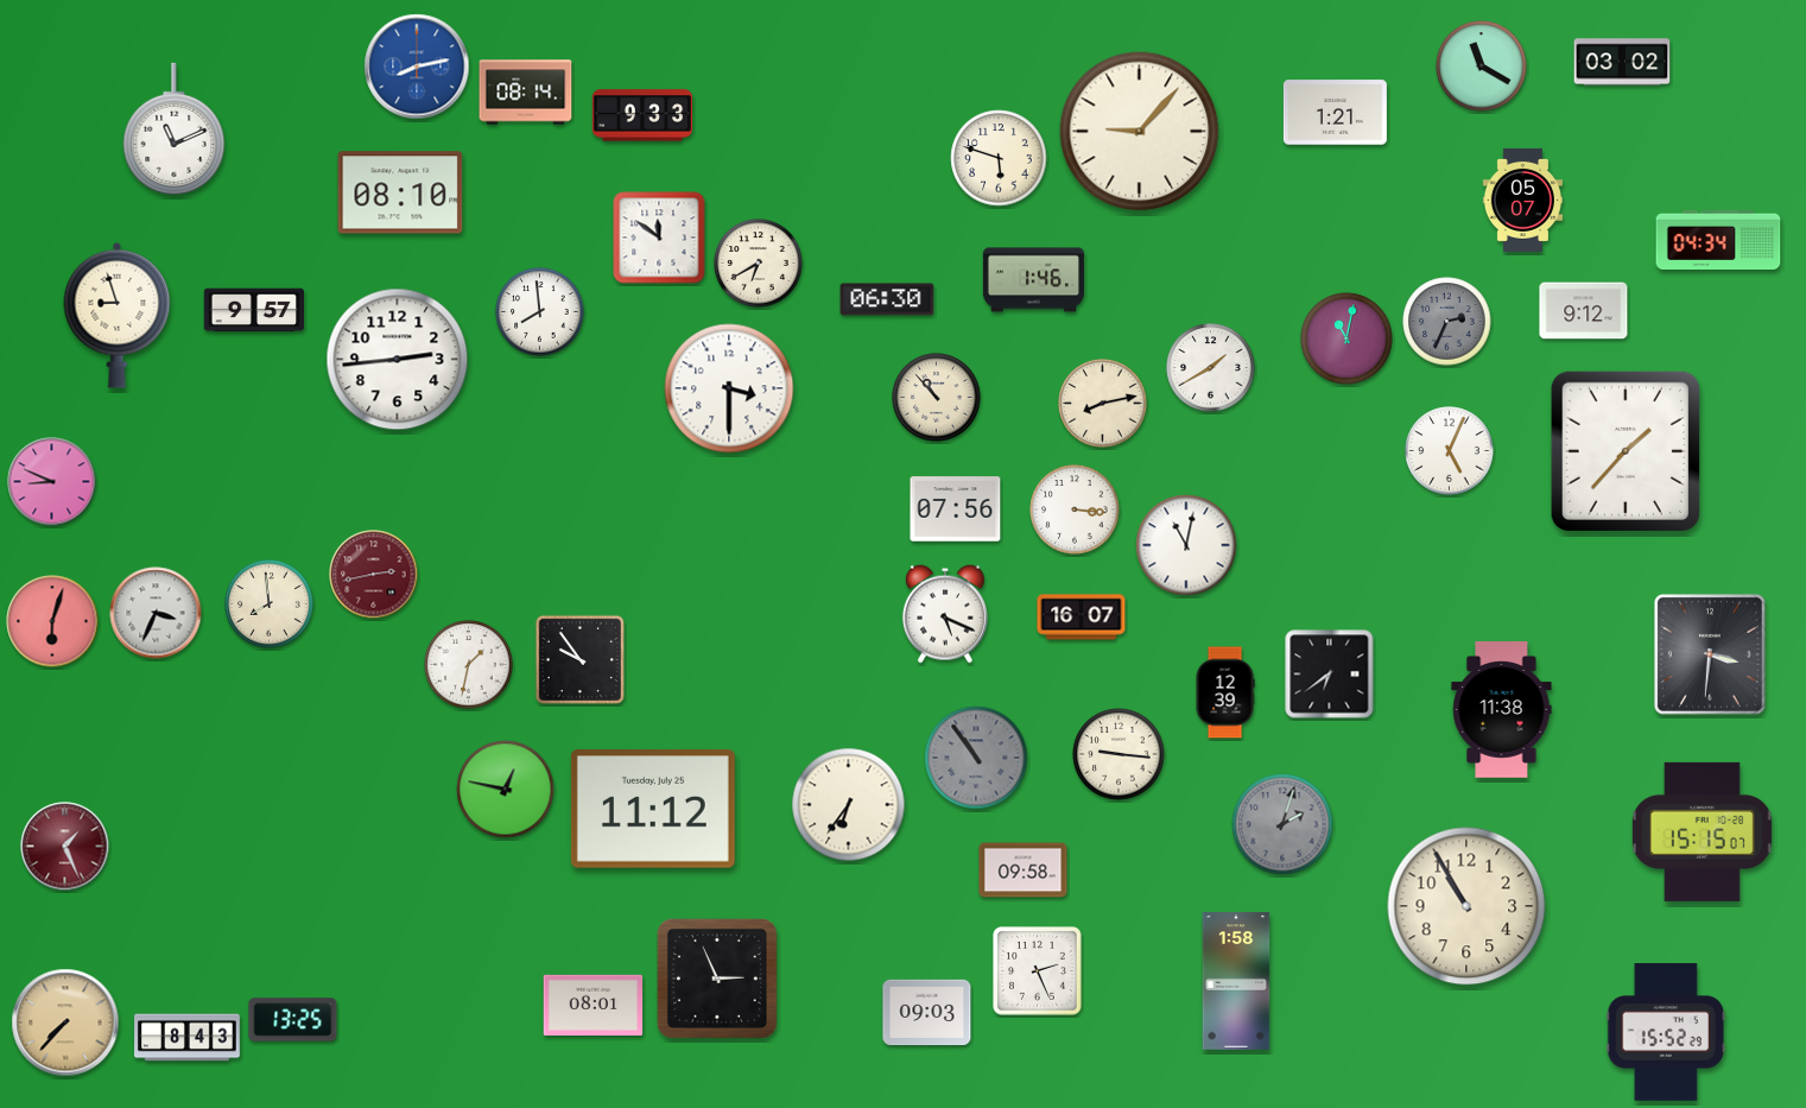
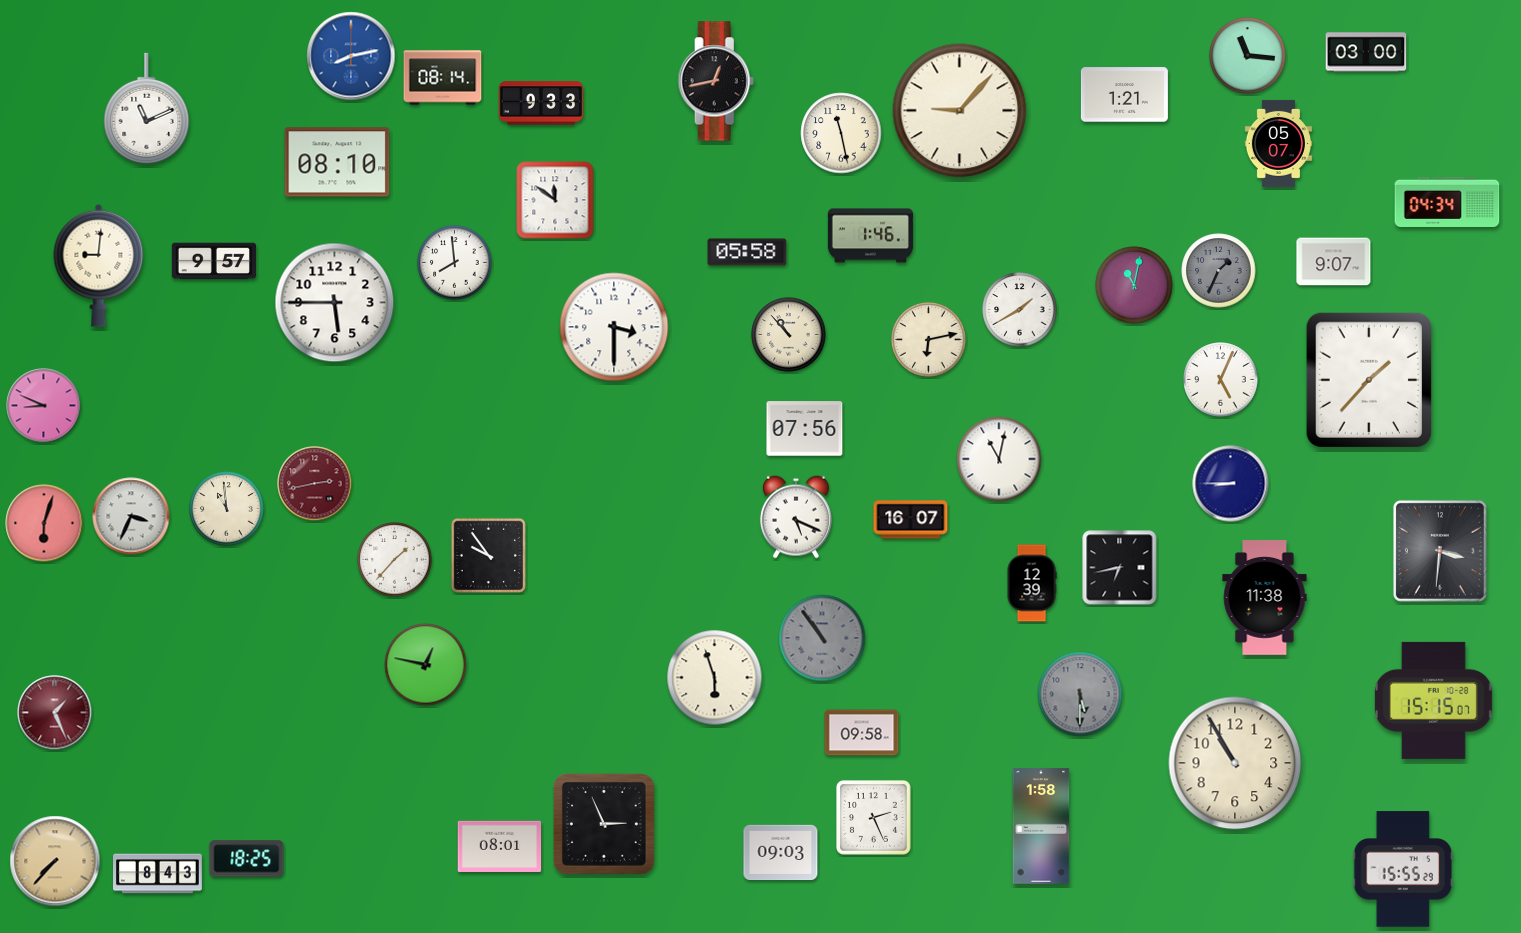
clock at (1622, 62): 03:02 -> 03:00
clock at (1482, 67): 11:20 -> 11:16
clock at (716, 81): none -> 12:43
clock at (642, 115) position: (642, 115) -> (541, 103)
clock at (999, 158): 5:48 -> 11:28
clock at (1522, 200) position: (1522, 200) -> (1278, 143)
clock at (759, 264): 6:40 -> none
clock at (887, 299): 06:30 -> 05:58
clock at (1584, 311): 9:12 -> 9:07
clock at (118, 315): 8:57 -> 9:01
clock at (1447, 322): 2:34 -> 1:34
clock at (398, 360): 2:44 -> 5:45
clock at (1103, 404): 8:13 -> 6:13
clock at (1075, 509): 3:16 -> none
clock at (1231, 484): none -> 8:45
clock at (270, 604): 7:59 -> 10:59
clock at (469, 665): 1:32 -> 1:37
clock at (1330, 675): 6:39 -> 6:43
clock at (1119, 754): 9:16 -> none
clock at (849, 805): 6:36 -> 5:57
clock at (653, 809): 11:12 -> none
clock at (1282, 824): 2:03 -> 5:30
clock at (293, 1020): 13:25 -> 18:25
clock at (1666, 1032): 15:52 -> 15:55
